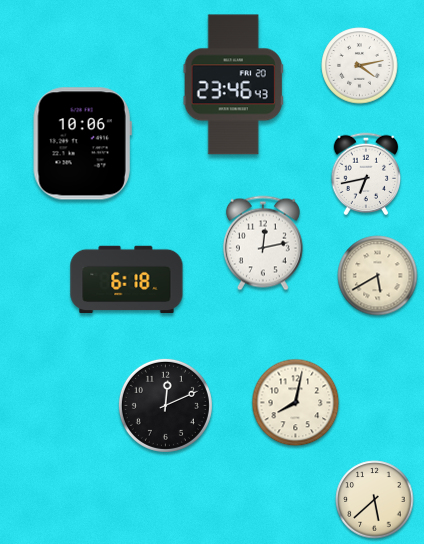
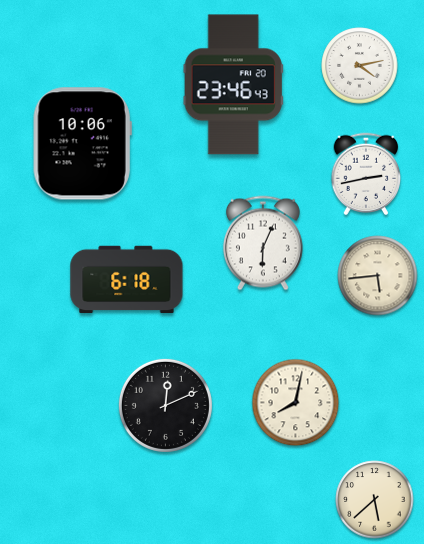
clock at (366, 174): 6:43 -> 2:43
clock at (263, 243): 12:13 -> 6:04
clock at (378, 276): 5:40 -> 5:44
